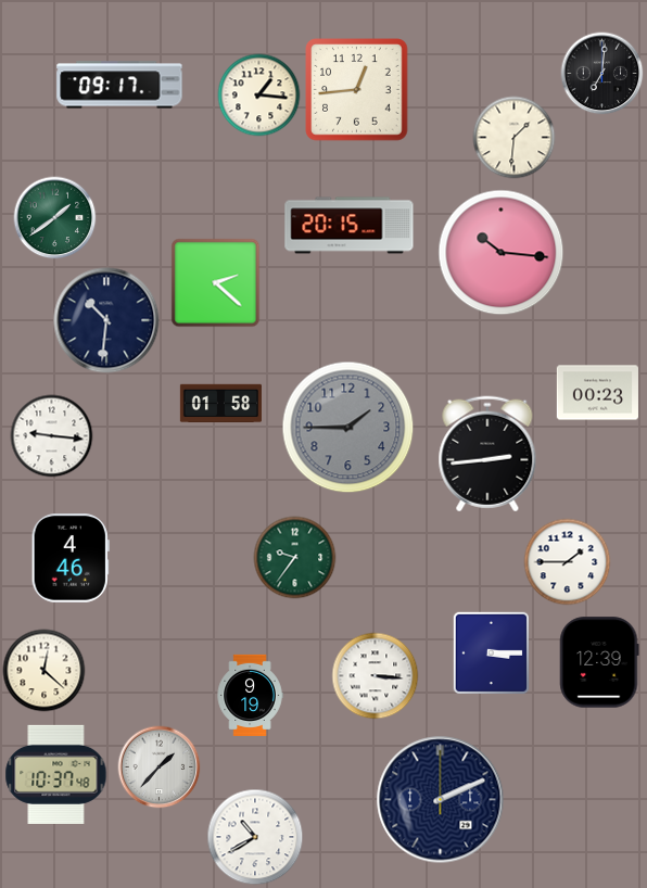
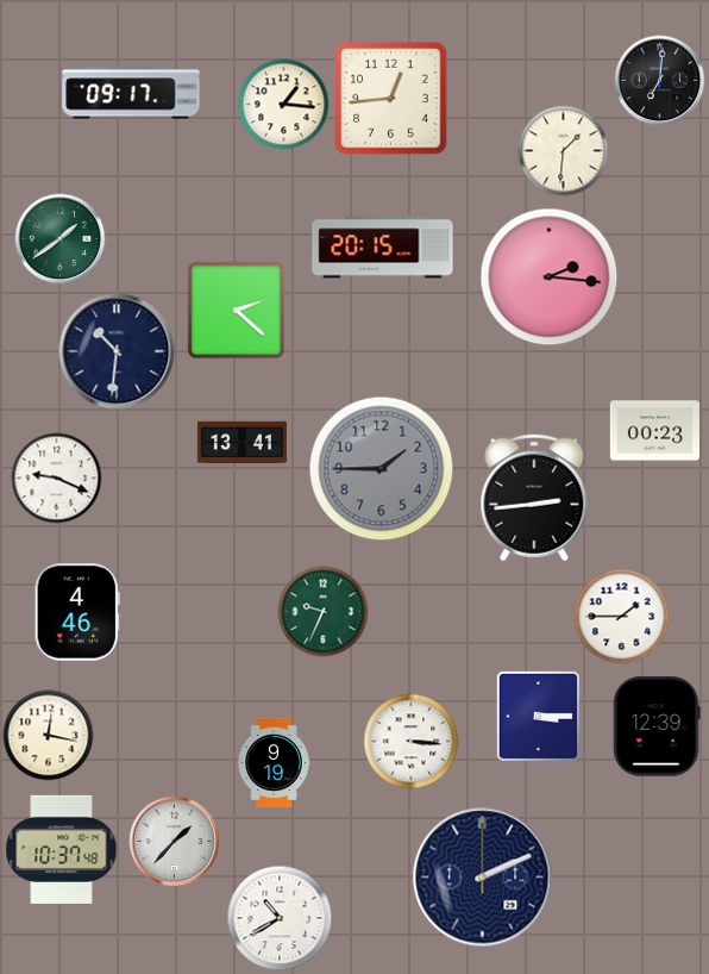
clock at (502, 253): 10:16 -> 2:16
clock at (220, 404): 01:58 -> 13:41
clock at (52, 436): 9:16 -> 9:19
clock at (295, 558): 9:36 -> 9:34
clock at (45, 671): 12:22 -> 12:17
